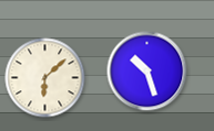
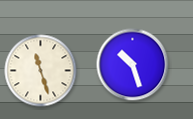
clock at (45, 78): 6:08 -> 11:27
